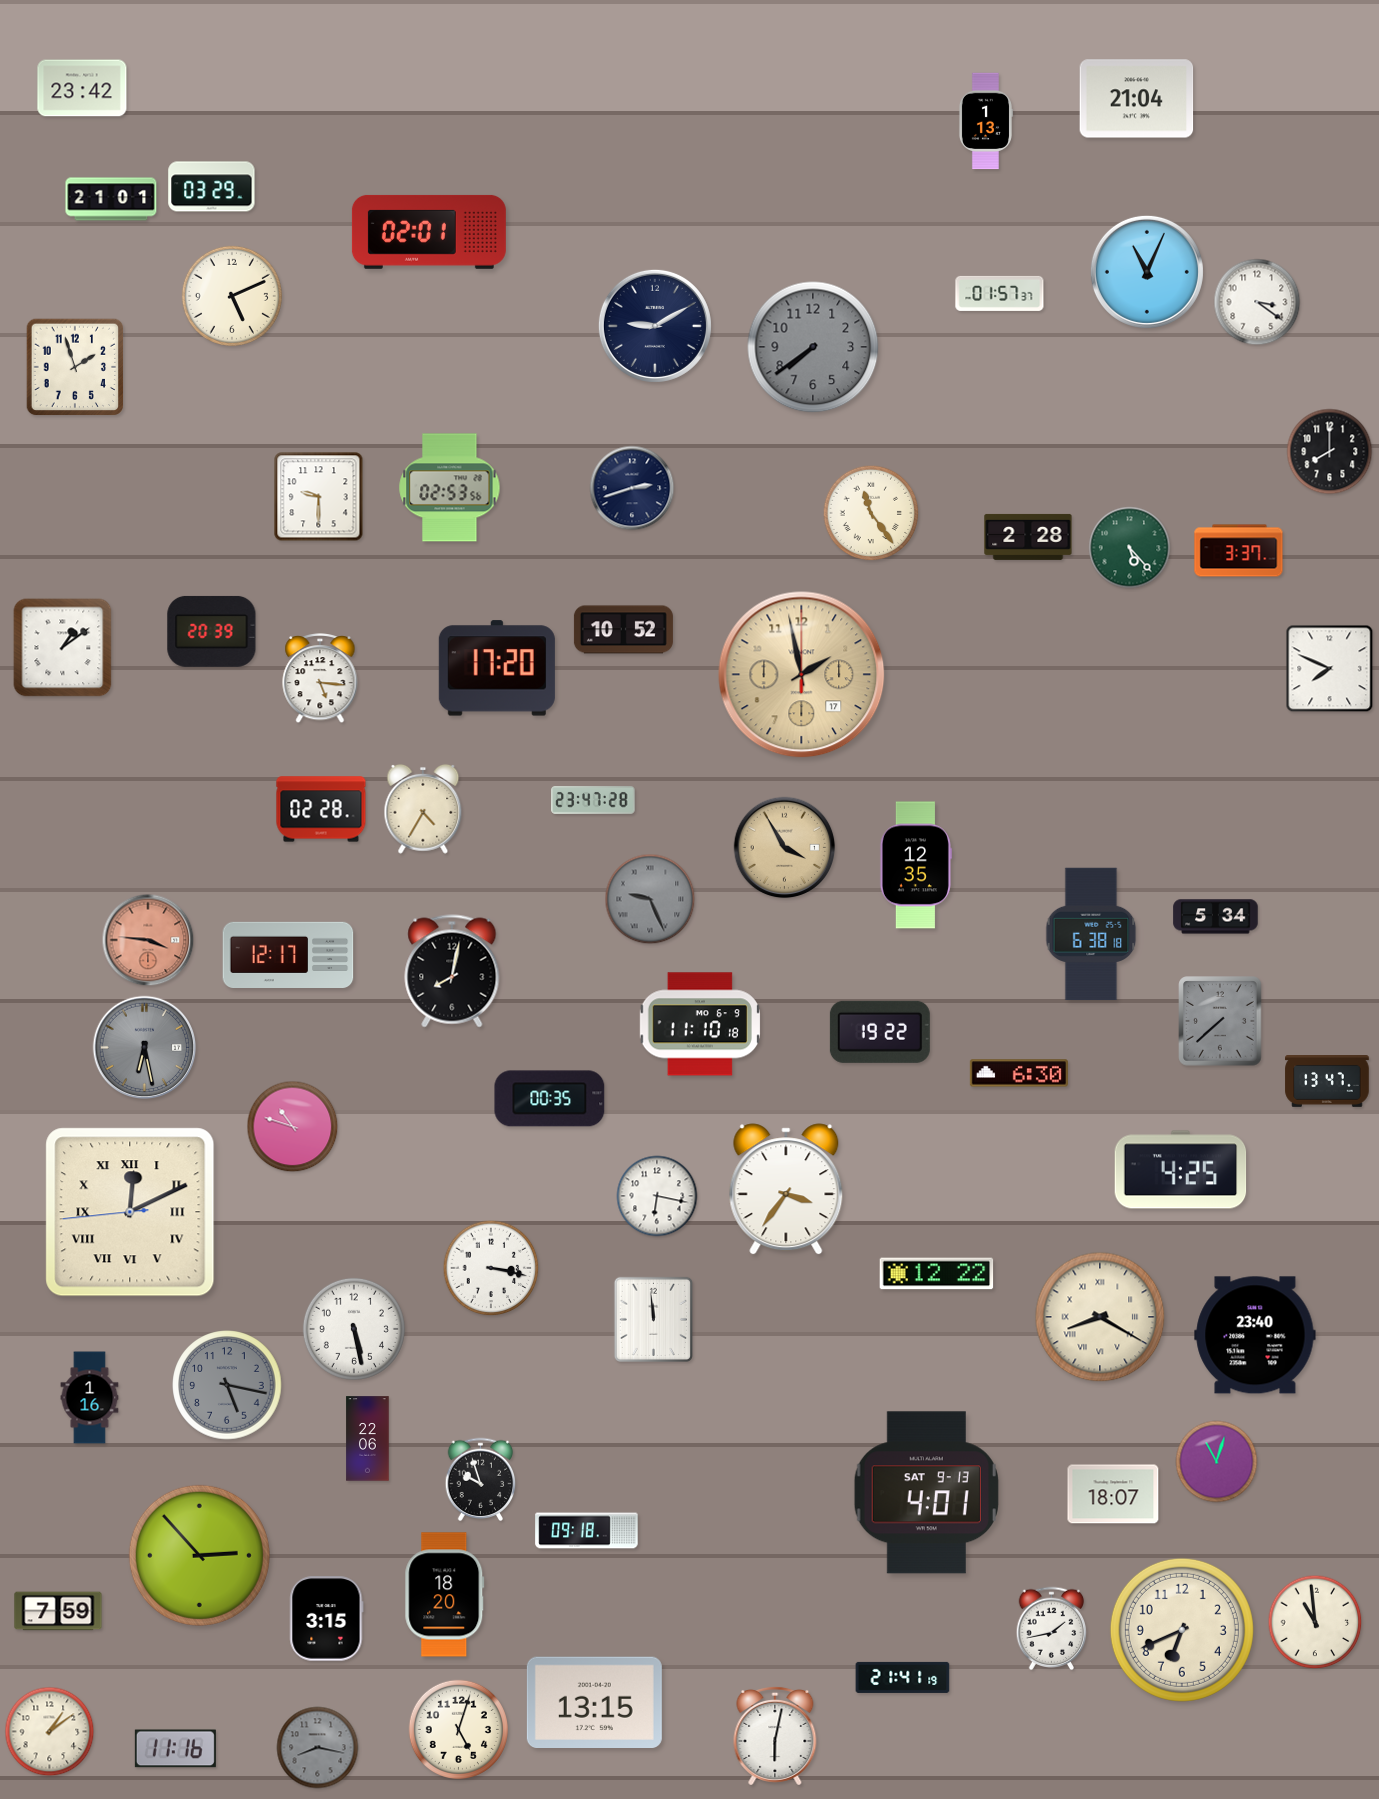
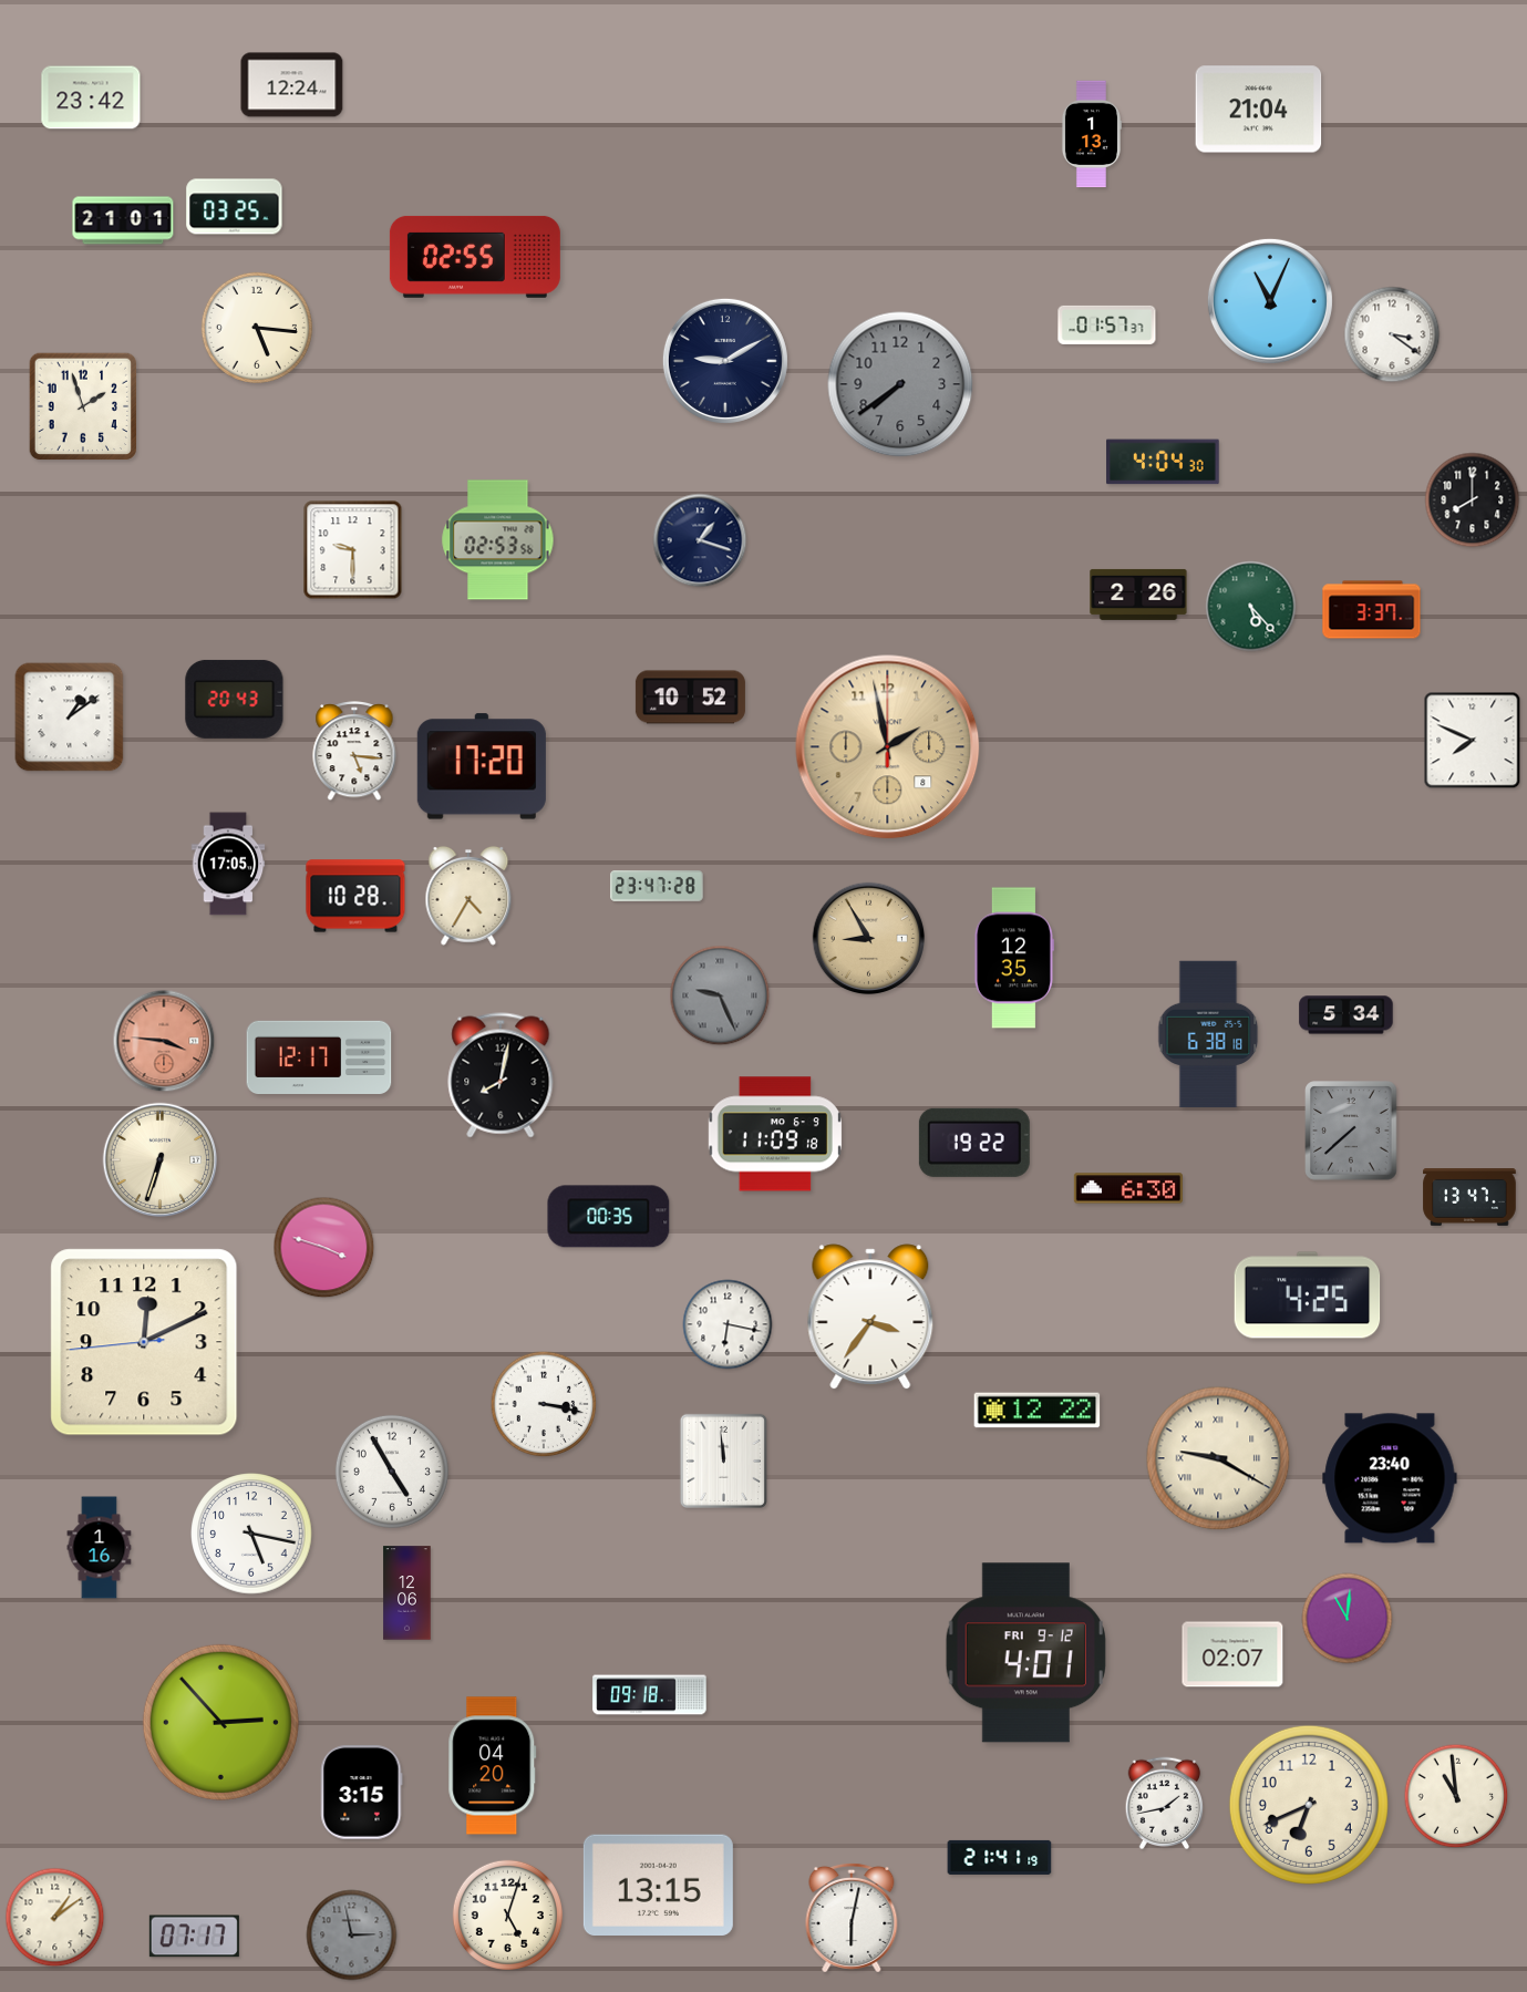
clock at (292, 85): none -> 12:24
clock at (212, 187): 03:29 -> 03:25
clock at (429, 232): 02:01 -> 02:55
clock at (232, 296): 5:11 -> 5:16
clock at (1163, 462): none -> 4:04
clock at (632, 488): 2:42 -> 1:18
clock at (871, 513): 11:24 -> none
clock at (1028, 537): 2:28 -> 2:26
clock at (212, 631): 20:39 -> 20:43
clock at (497, 668) position: (497, 668) -> (482, 766)
clock at (802, 675) date: 17 -> 8
clock at (228, 864): none -> 17:05
clock at (321, 809): 02:28 -> 10:28
clock at (785, 848): 3:55 -> 8:55
clock at (700, 1024): 11:10 -> 11:09
clock at (145, 1048): 6:28 -> 6:33
clock at (145, 1048) dial: grey -> cream
clock at (293, 1127): 10:48 -> 3:48
clock at (130, 1212) numerals: Roman -> Arabic
clock at (1100, 1317): 8:20 -> 9:20
clock at (354, 1329): 5:28 -> 4:55
clock at (227, 1385) dial: grey -> white
clock at (368, 1439): 22:06 -> 12:06
clock at (1217, 1462): 11:03 -> 11:01
clock at (481, 1480): 9:57 -> none
clock at (926, 1493) date: SAT 9-13 -> FRI 9-12
clock at (1113, 1494): 18:07 -> 02:07
clock at (445, 1595): 18:20 -> 04:20
clock at (58, 1611): 7:59 -> none
clock at (775, 1736) position: (775, 1736) -> (852, 1918)
clock at (318, 1748): 8:17 -> 2:58
clock at (175, 1749): 11:16 -> 07:17
